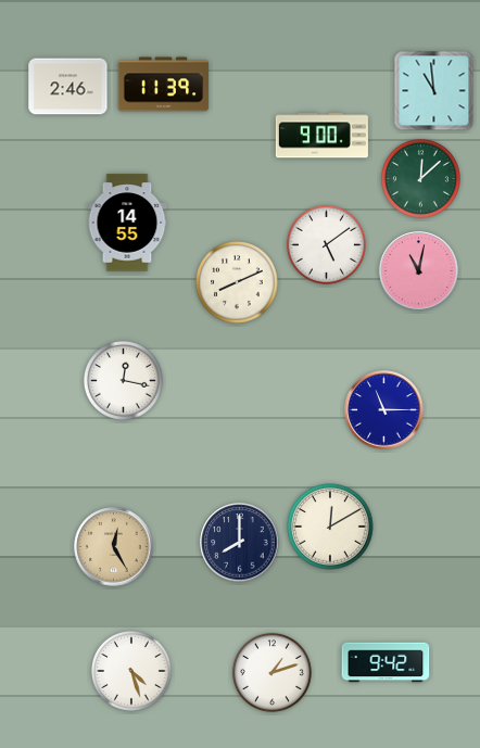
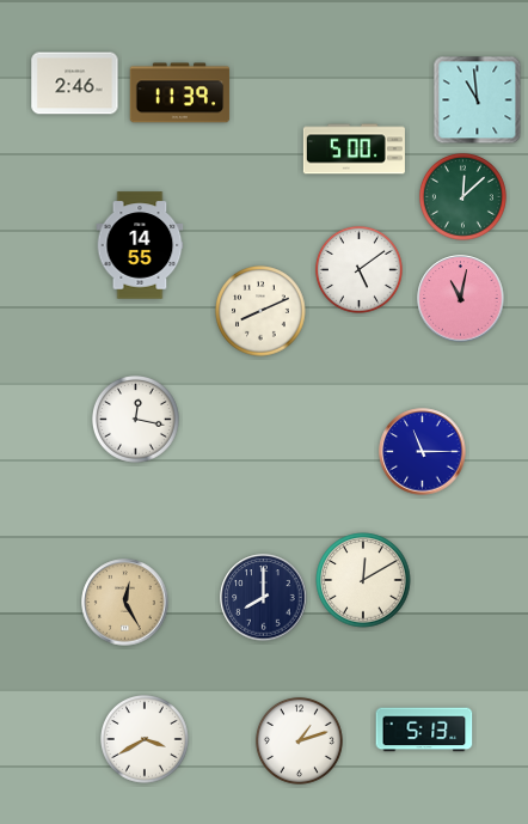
clock at (68, 87) position: (68, 87) -> (75, 84)
clock at (321, 136): 9:00 -> 5:00
clock at (386, 662): 9:42 -> 5:13
clock at (132, 672): 4:27 -> 3:40
